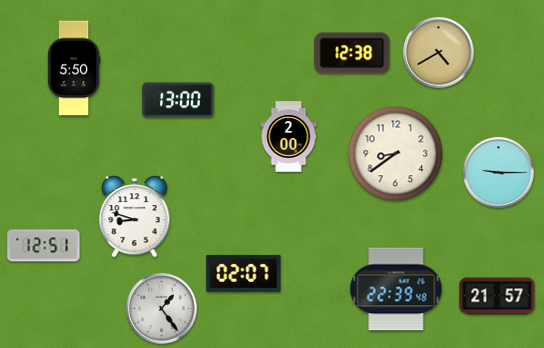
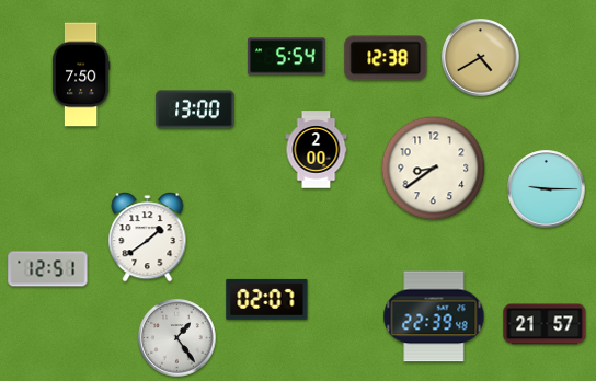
clock at (287, 57): none -> 5:54
clock at (74, 68): 5:50 -> 7:50
clock at (135, 217): 8:48 -> 1:39
